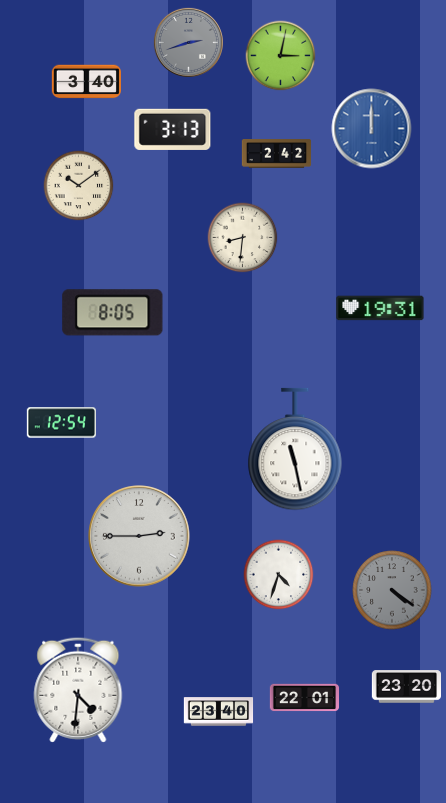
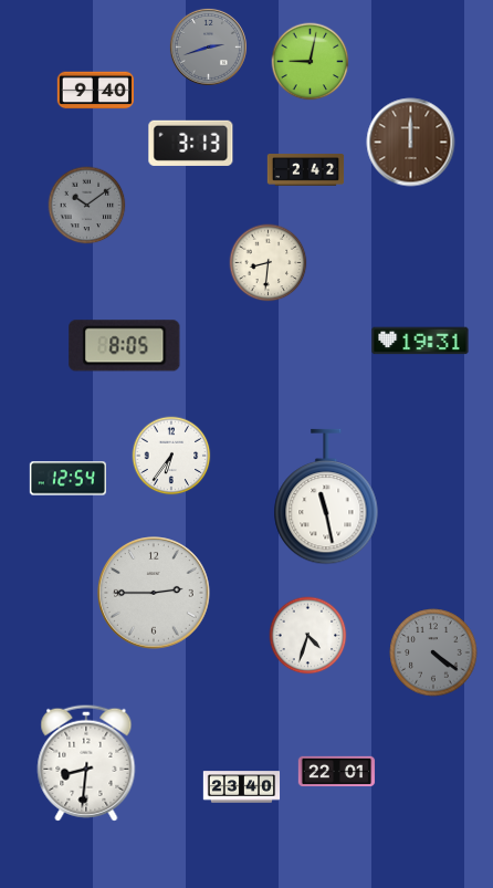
clock at (281, 56): 3:02 -> 9:02
clock at (86, 82): 3:40 -> 9:40
clock at (372, 129) dial: blue -> brown
clock at (79, 186) dial: cream -> grey
clock at (171, 456): none -> 6:36
clock at (61, 423) position: (61, 423) -> (67, 479)
clock at (406, 687): 23:20 -> none
clock at (78, 690): 4:31 -> 8:31
